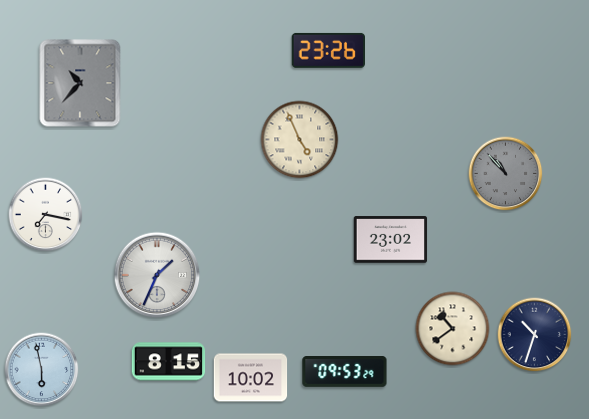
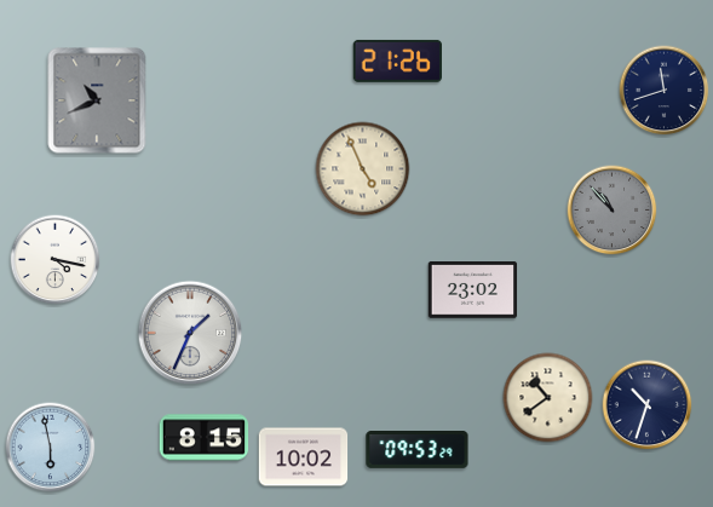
clock at (328, 50): 23:26 -> 21:26
clock at (665, 91): none -> 11:42
clock at (80, 83): 10:37 -> 10:41
clock at (46, 215): 7:17 -> 4:17
